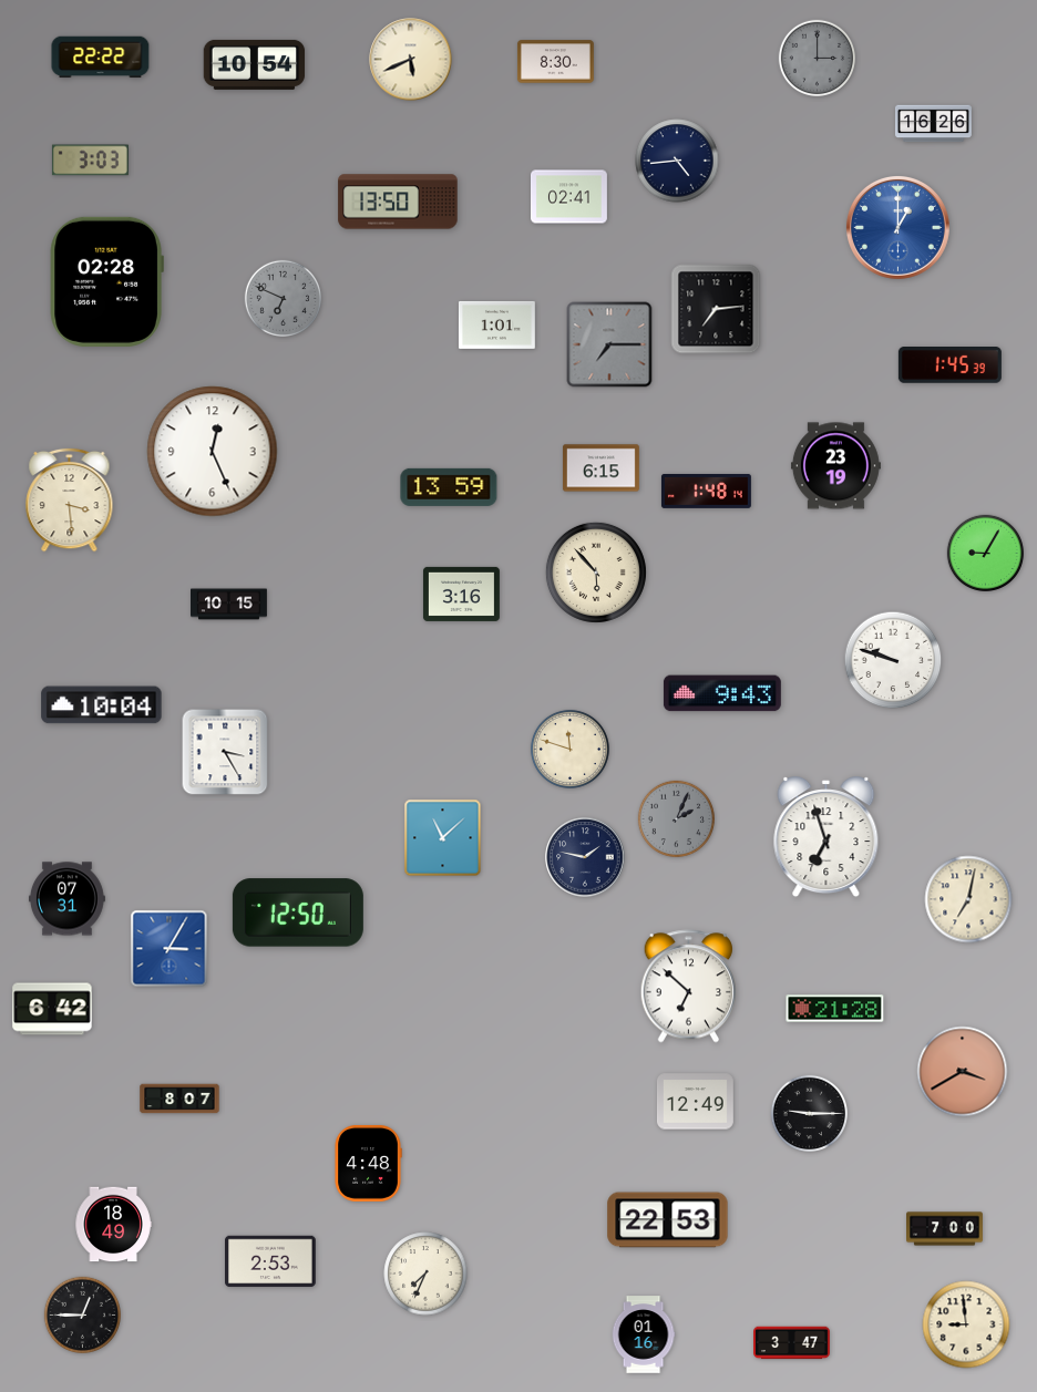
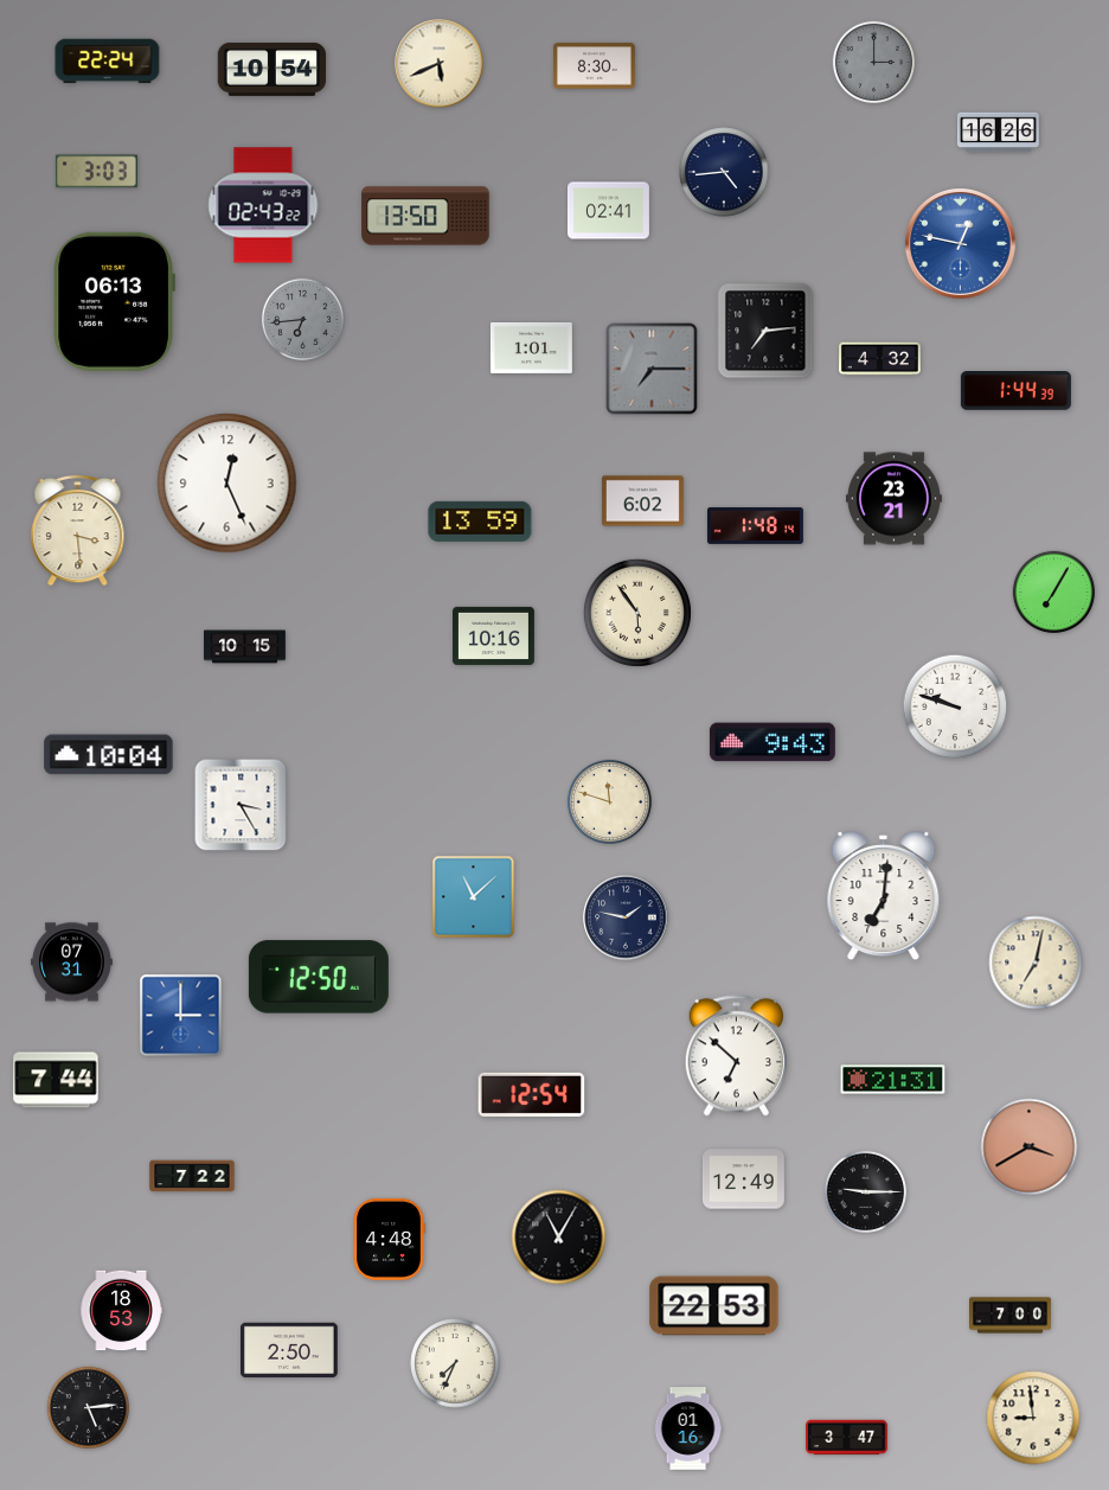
clock at (101, 58): 22:22 -> 22:24
clock at (263, 205): none -> 02:43
clock at (897, 227): 1:00 -> 12:47
clock at (106, 281): 02:28 -> 06:13
clock at (283, 298): 6:49 -> 6:44
clock at (880, 359): none -> 4:32
clock at (949, 365): 1:45 -> 1:44
clock at (835, 466): 23:19 -> 23:21
clock at (600, 468): 6:15 -> 6:02
clock at (70, 499) position: (70, 499) -> (78, 530)
clock at (985, 553): 9:05 -> 7:05
clock at (596, 573): 5:53 -> 5:54
clock at (462, 594): 3:16 -> 10:16
clock at (676, 818): 2:04 -> none
clock at (826, 837): 6:57 -> 7:01
clock at (170, 949): 3:05 -> 3:00
clock at (52, 1009): 6:42 -> 7:44
clock at (835, 1009): 21:28 -> 21:31
clock at (532, 1094): none -> 12:54
clock at (179, 1099): 8:07 -> 7:22
clock at (559, 1238): none -> 11:05
clock at (368, 1163) position: (368, 1163) -> (389, 1239)
clock at (113, 1225): 18:49 -> 18:53
clock at (271, 1261): 2:53 -> 2:50
clock at (82, 1314): 12:45 -> 5:14
